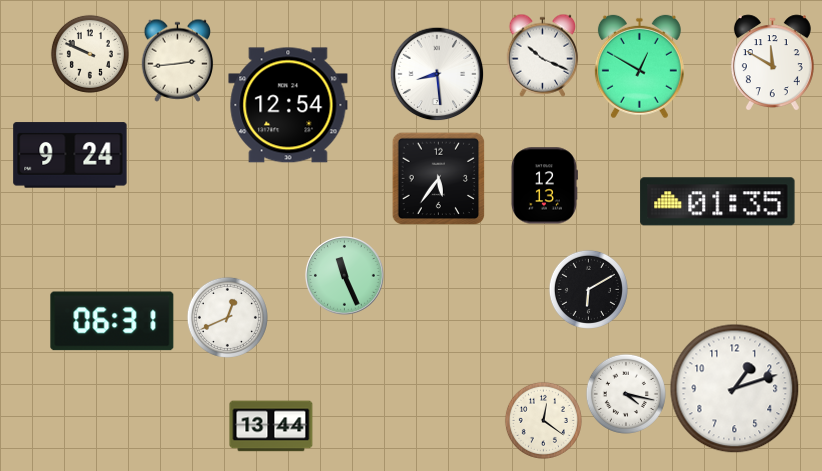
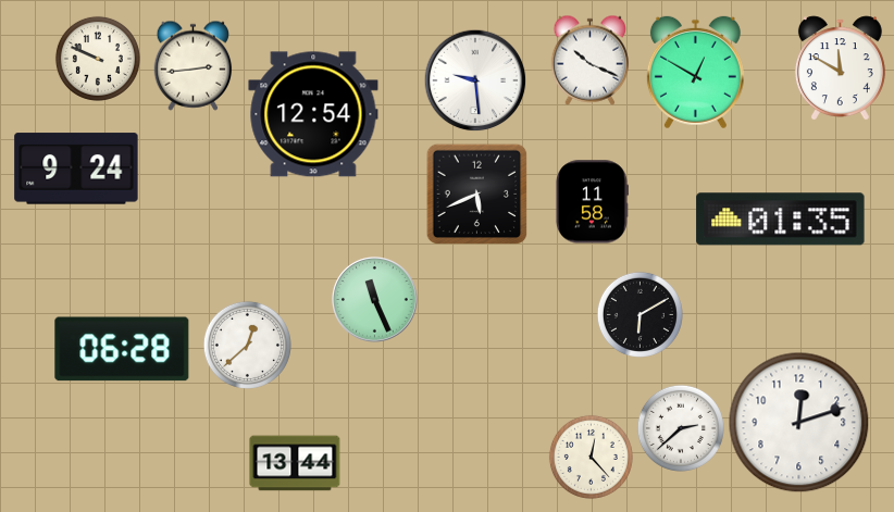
clock at (437, 74): 8:29 -> 9:29
clock at (438, 178): 5:36 -> 5:41
clock at (544, 186): 12:13 -> 11:58
clock at (227, 317): 12:41 -> 12:38
clock at (112, 321): 06:31 -> 06:28
clock at (735, 389): 1:12 -> 12:12
clock at (626, 394): 4:17 -> 2:38
clock at (543, 420): 12:21 -> 12:23
